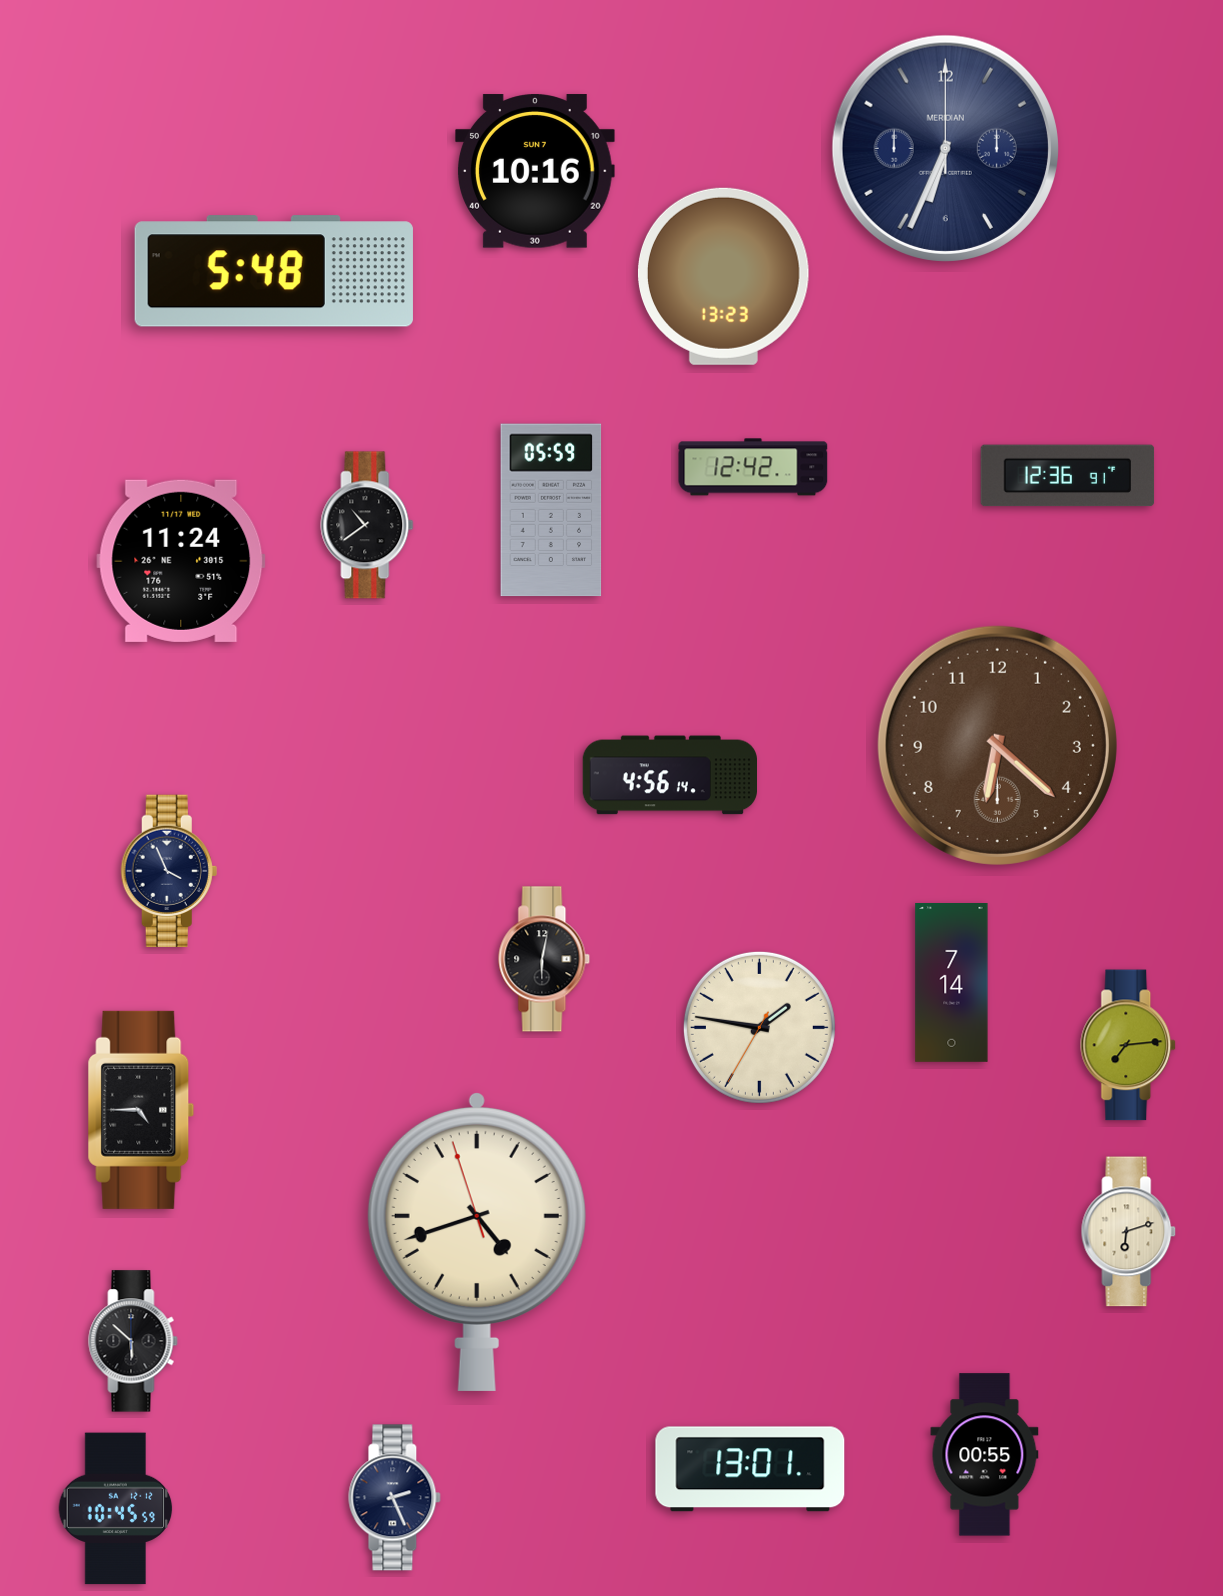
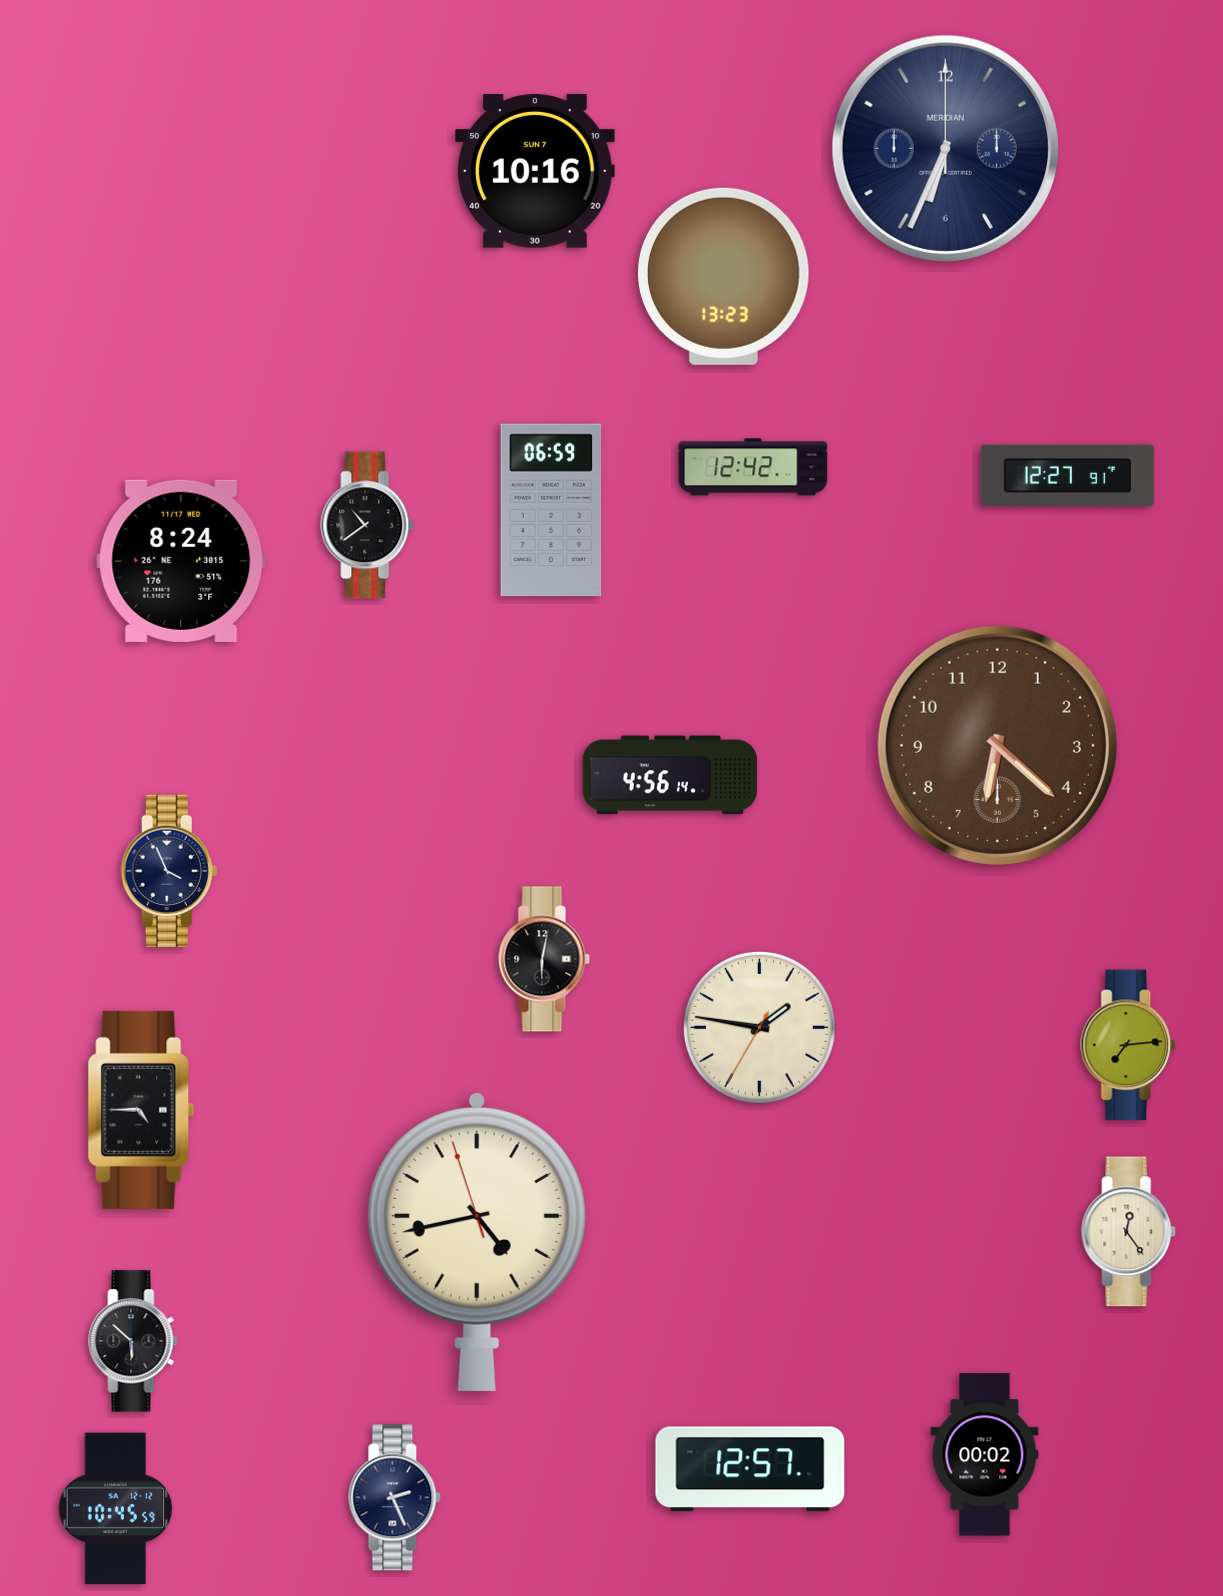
clock at (274, 271): 5:48 -> none
clock at (1068, 476): 12:36 -> 12:27
clock at (551, 510): 05:59 -> 06:59
clock at (181, 561): 11:24 -> 8:24
clock at (952, 983): 7:14 -> none
clock at (1129, 1232): 6:12 -> 12:24
clock at (477, 1241): 4:41 -> 4:42
clock at (985, 1455): 00:55 -> 00:02
clock at (750, 1469): 13:01 -> 12:57
